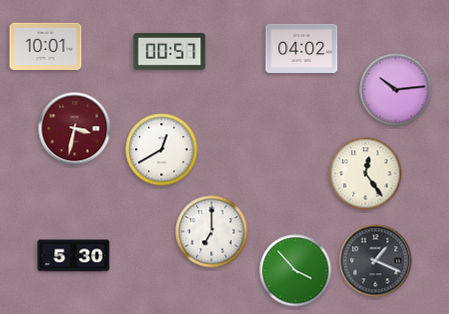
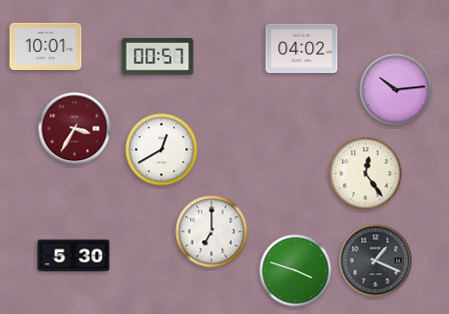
clock at (170, 52) position: (170, 52) -> (158, 57)
clock at (75, 129): 3:32 -> 3:35
clock at (296, 271): 3:53 -> 3:48
